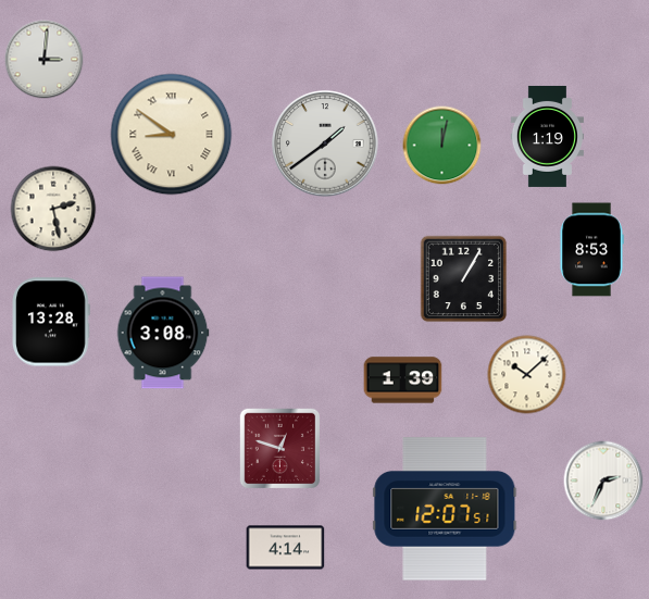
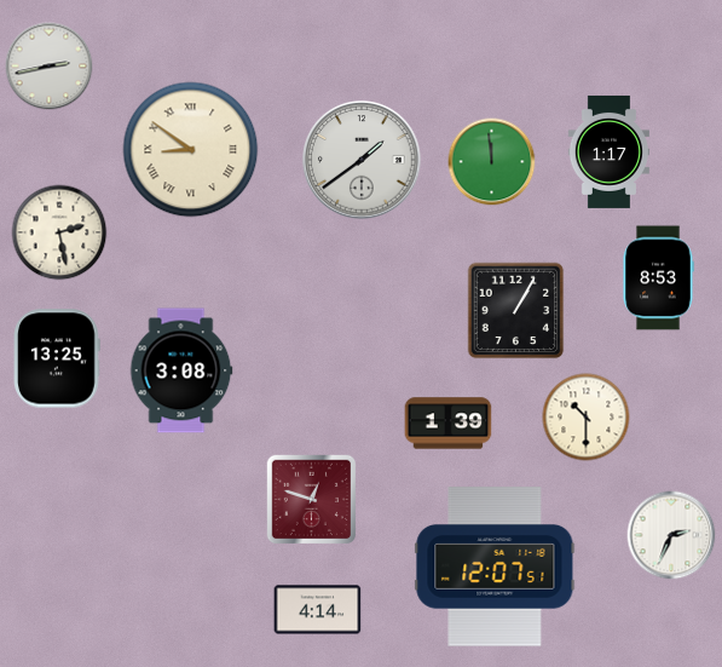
clock at (45, 60): 3:01 -> 2:43
clock at (547, 136): 1:19 -> 1:17
clock at (442, 146): 12:02 -> 11:59
clock at (51, 322): 13:28 -> 13:25
clock at (527, 375): 10:08 -> 10:30
